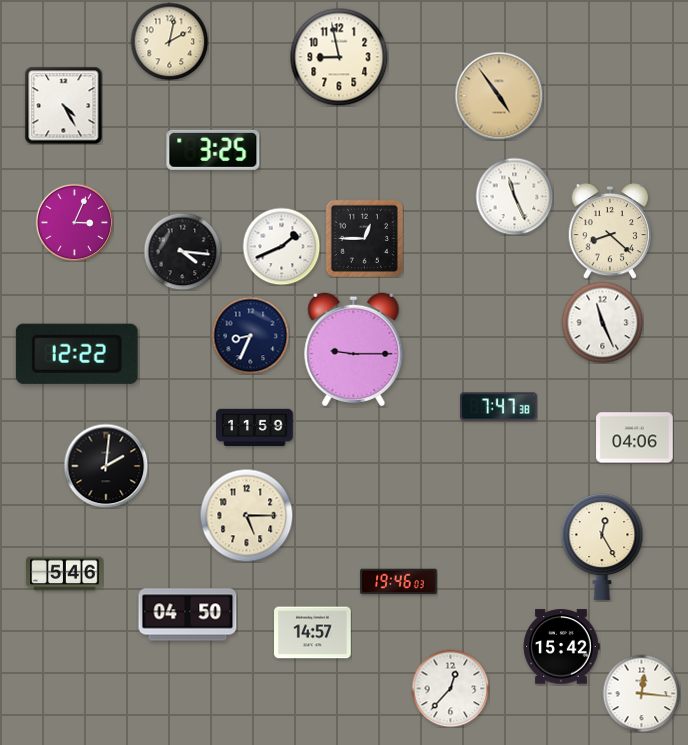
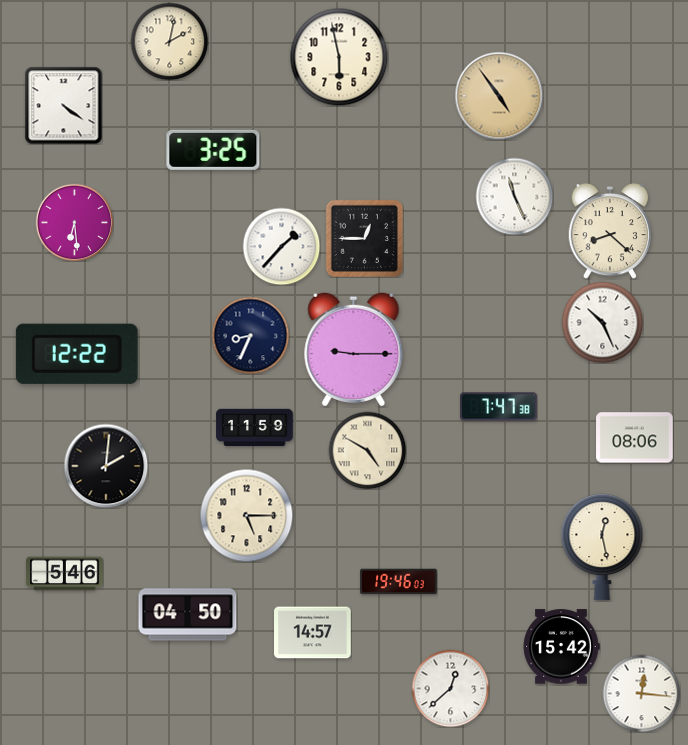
clock at (339, 57): 8:58 -> 5:58
clock at (63, 105): 4:25 -> 4:21
clock at (74, 222): 3:04 -> 6:29
clock at (281, 246): 1:41 -> 1:37
clock at (182, 251): 4:16 -> none
clock at (602, 322): 11:26 -> 10:26
clock at (635, 438): 04:06 -> 08:06
clock at (367, 450): none -> 4:50
clock at (602, 547): 12:25 -> 12:28
clock at (450, 688): 12:37 -> 12:38
